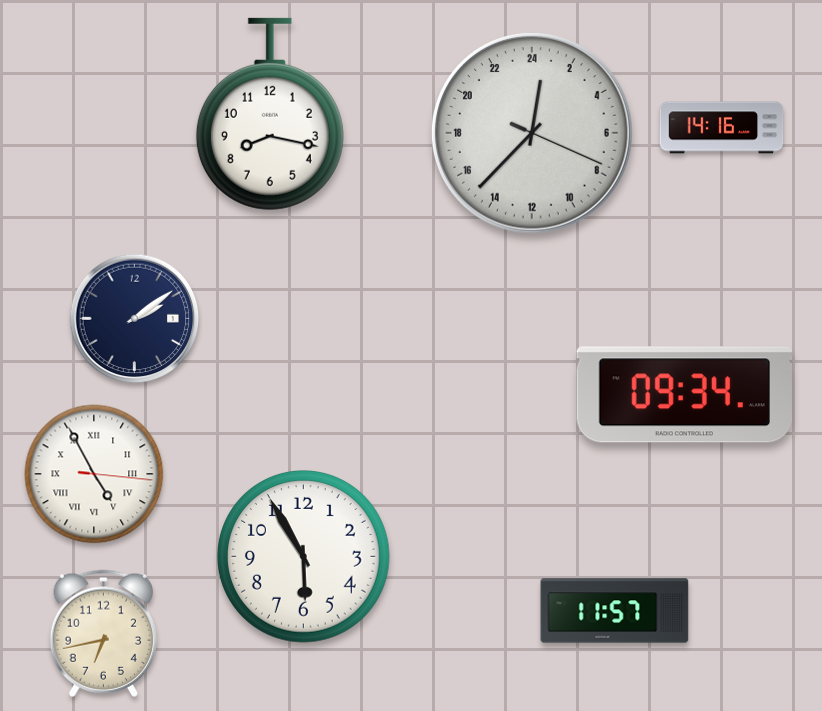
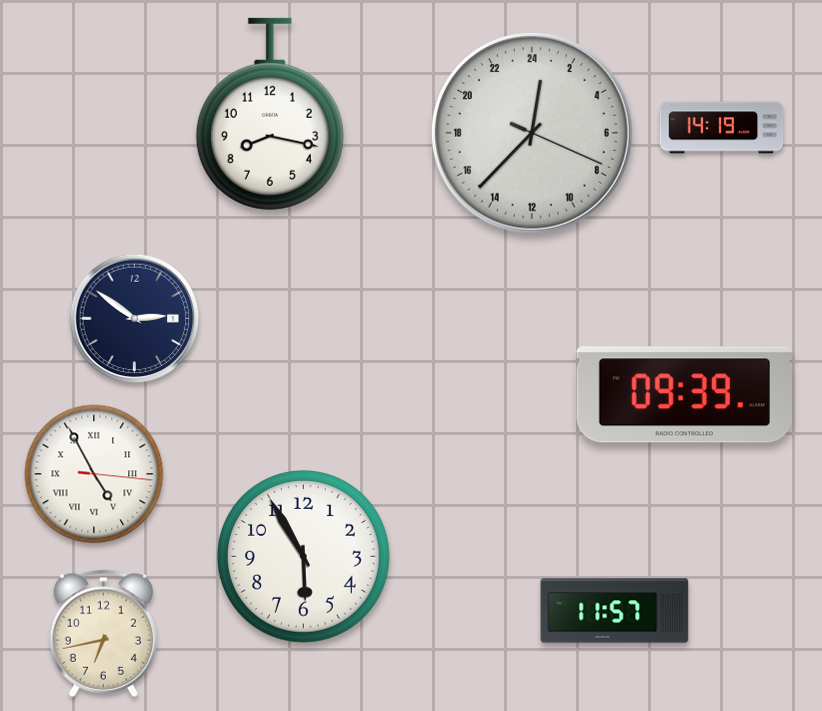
clock at (722, 128): 14:16 -> 14:19
clock at (135, 319): 2:09 -> 2:51
clock at (684, 395): 09:34 -> 09:39
